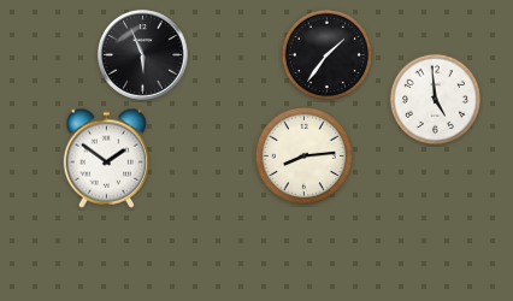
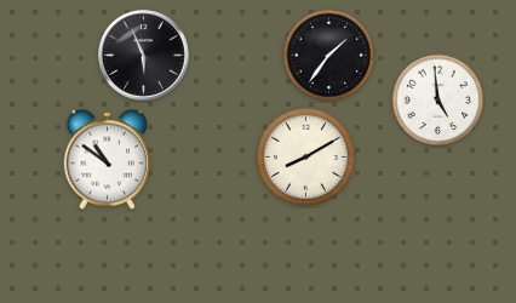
clock at (303, 155): 8:14 -> 8:10
clock at (107, 158): 1:51 -> 10:51
